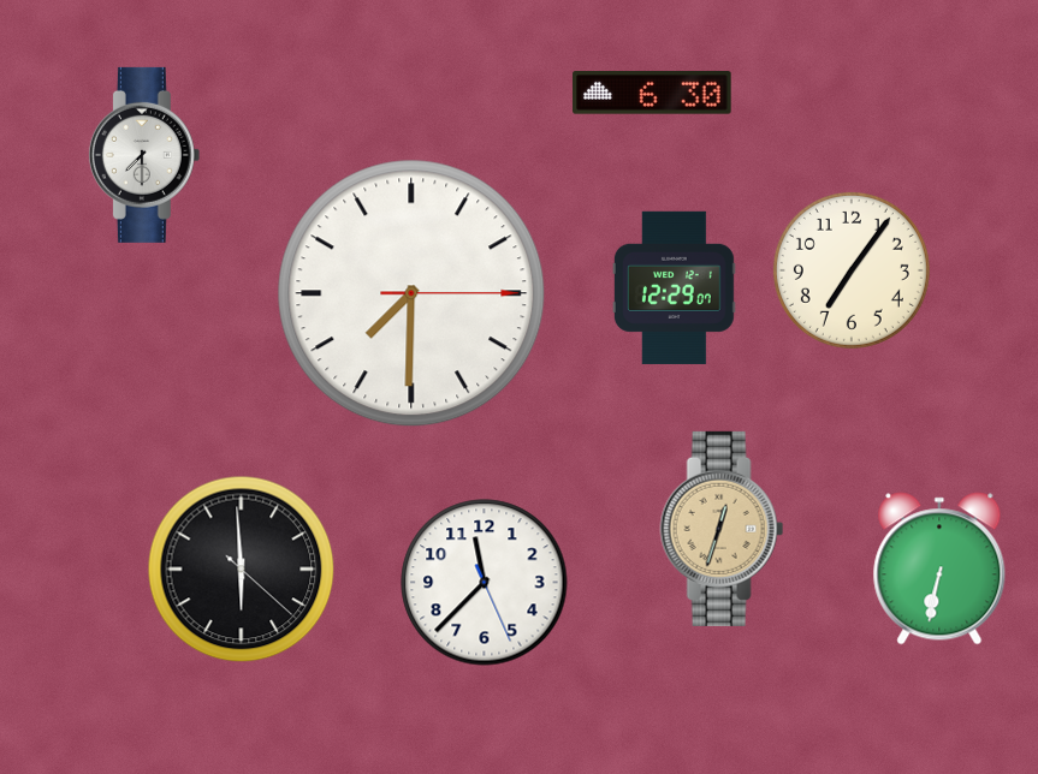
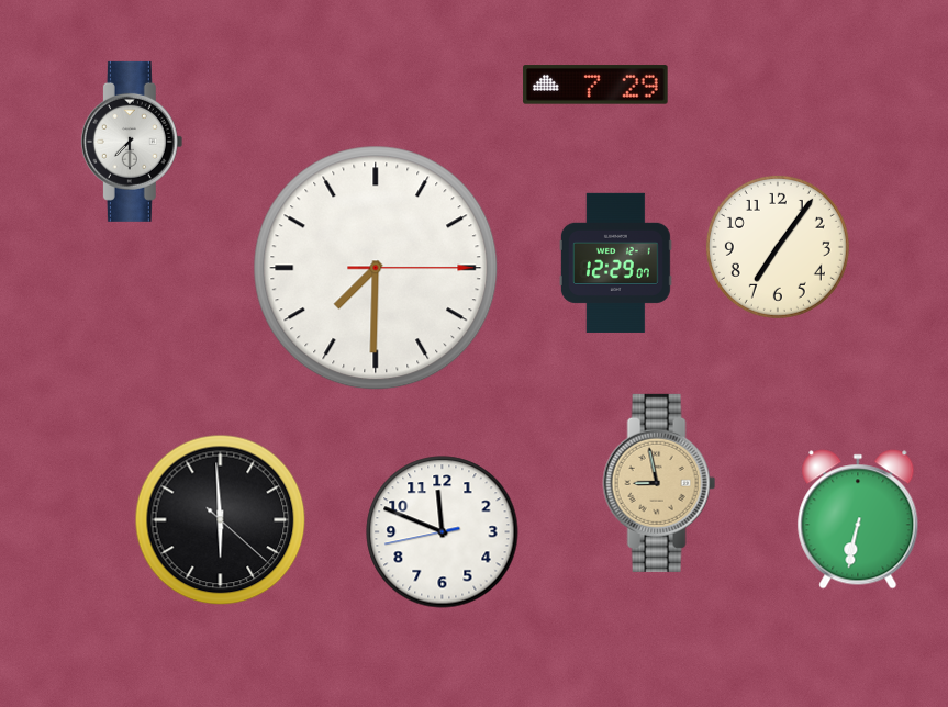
clock at (652, 93): 6:30 -> 7:29
clock at (722, 529): 12:33 -> 8:58
clock at (485, 583): 11:37 -> 11:48
